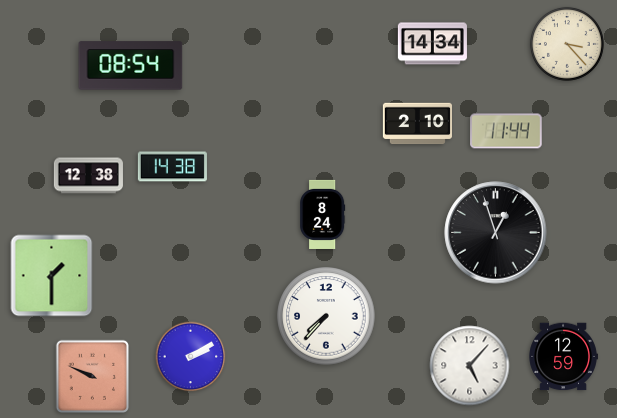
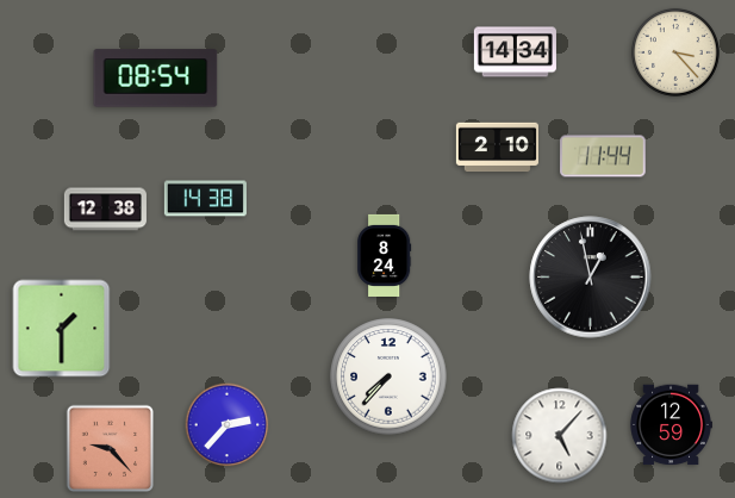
clock at (496, 233): 12:57 -> 12:58
clock at (191, 357): 2:10 -> 2:37
clock at (92, 376): 9:49 -> 9:23
